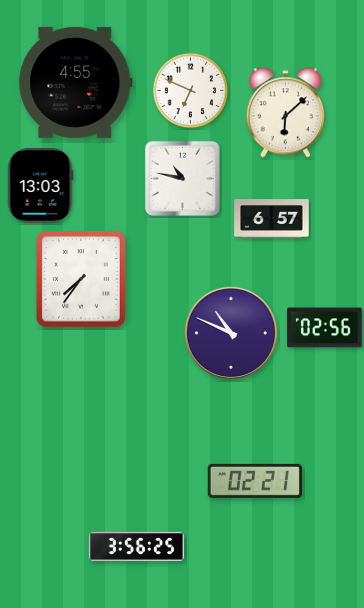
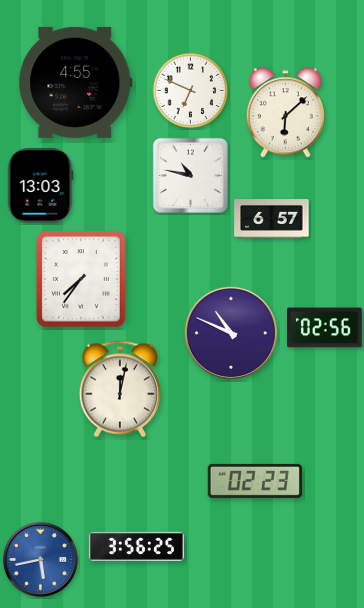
clock at (182, 178) position: (182, 178) -> (190, 175)
clock at (119, 389): none -> 12:02
clock at (255, 481): 02:21 -> 02:23
clock at (40, 559): none -> 5:43
